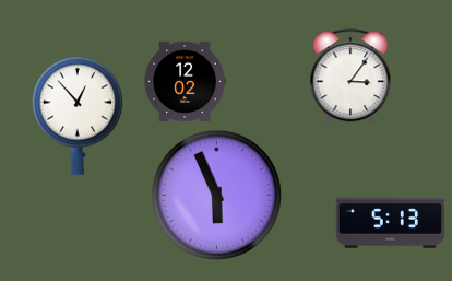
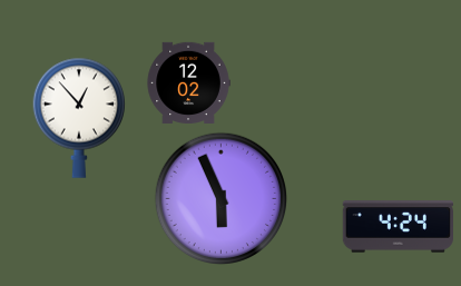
clock at (350, 78): 3:06 -> none
clock at (390, 223): 5:13 -> 4:24
